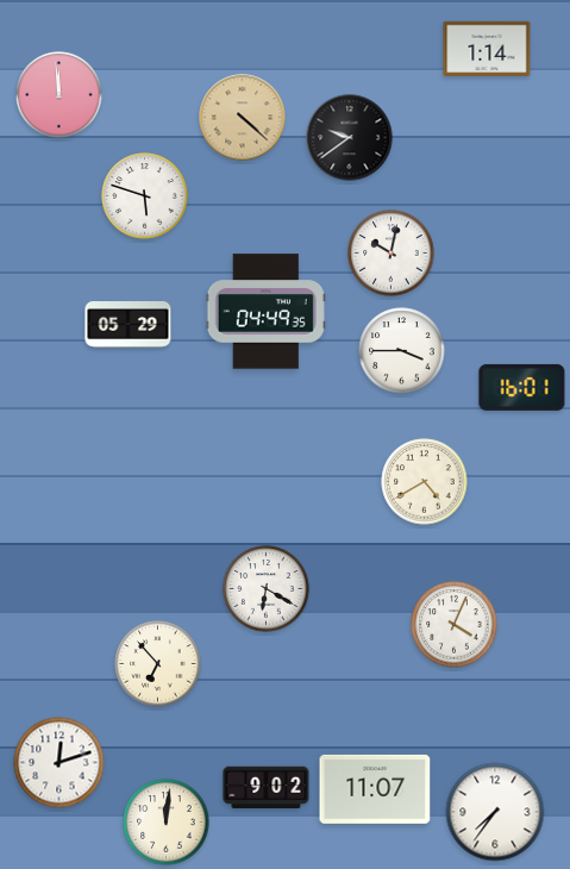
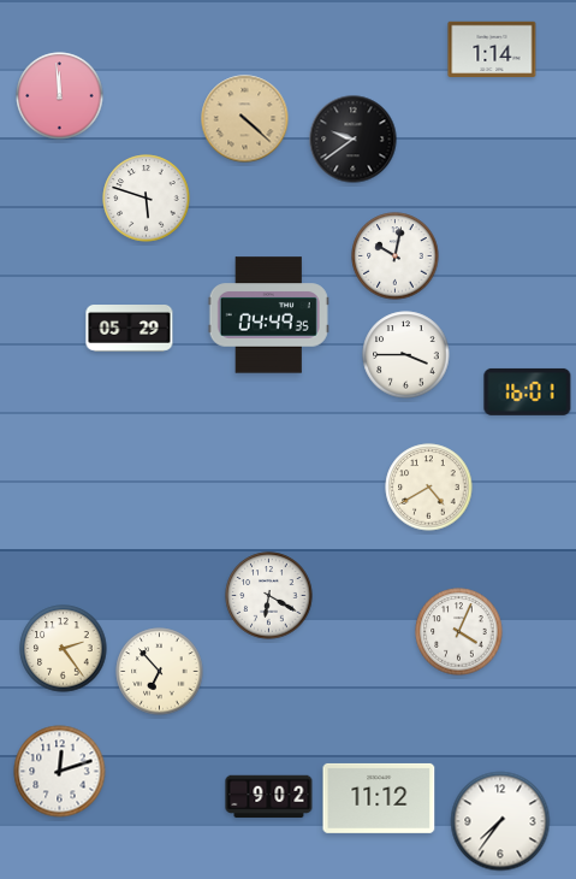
clock at (64, 649): none -> 2:24
clock at (375, 789): 11:07 -> 11:12
clock at (167, 823): 12:01 -> none
